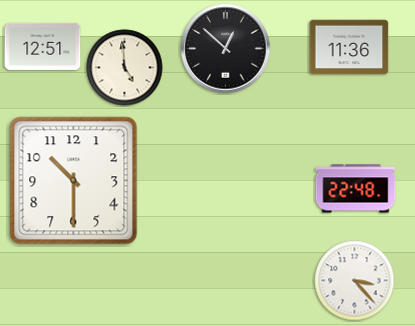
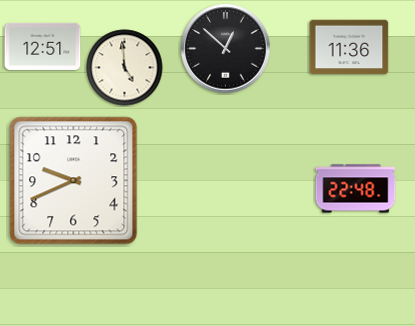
clock at (74, 181): 10:30 -> 9:41
clock at (355, 281): 3:23 -> none
